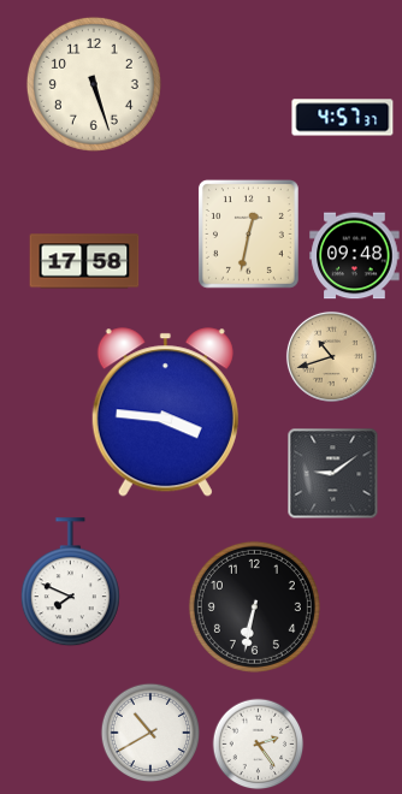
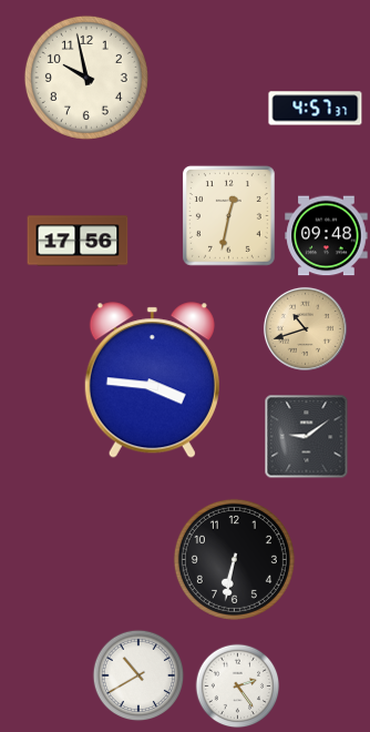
clock at (94, 84): 5:27 -> 9:58
clock at (84, 261): 17:58 -> 17:56
clock at (70, 582): 7:49 -> none
